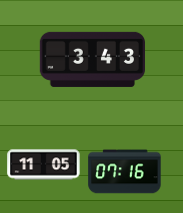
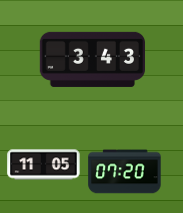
clock at (125, 172): 07:16 -> 07:20
